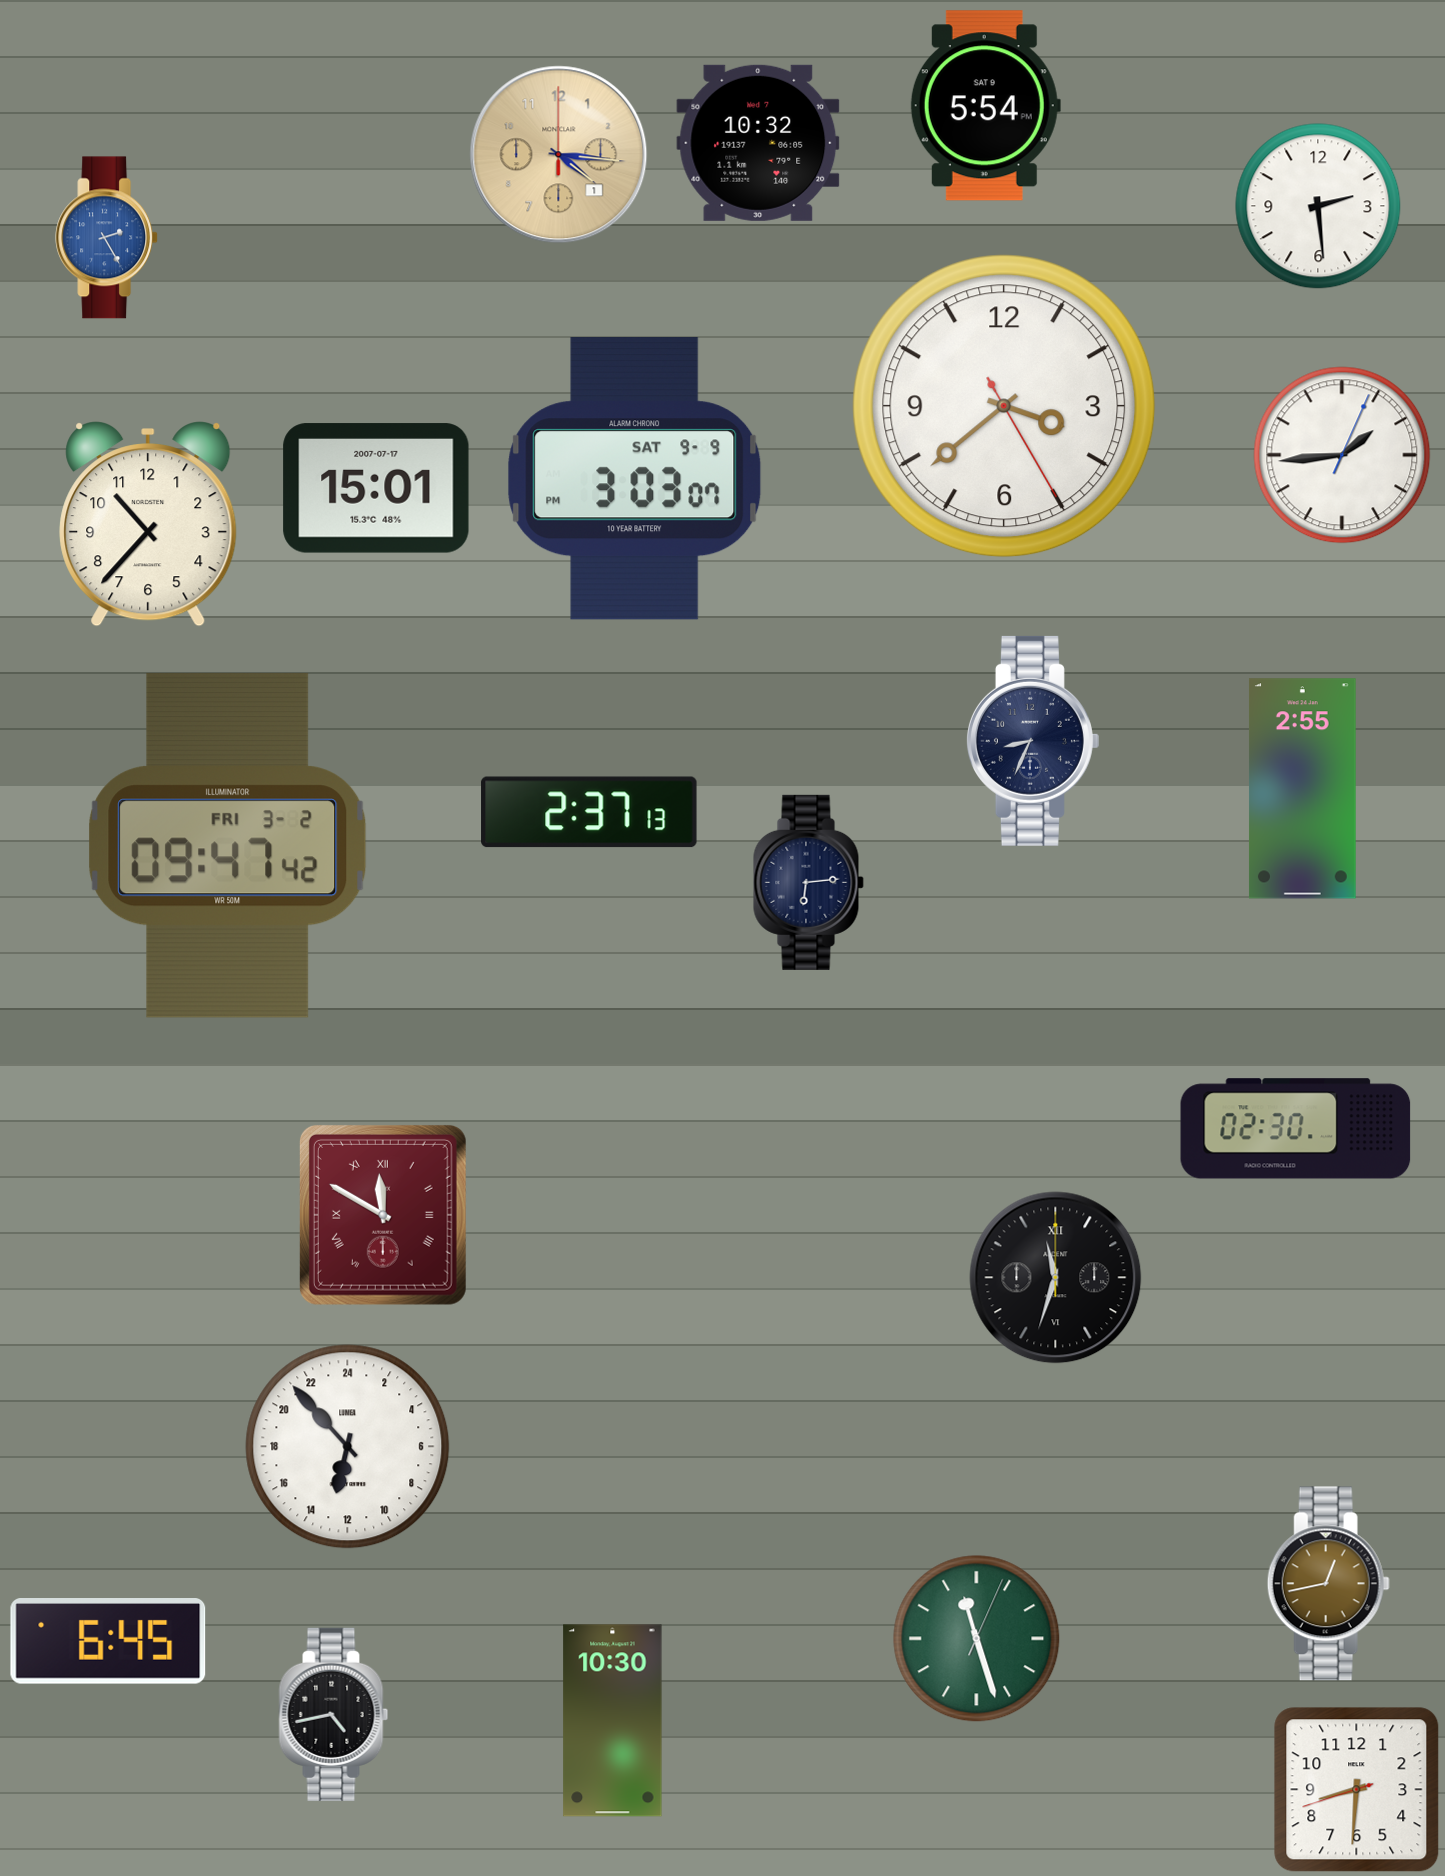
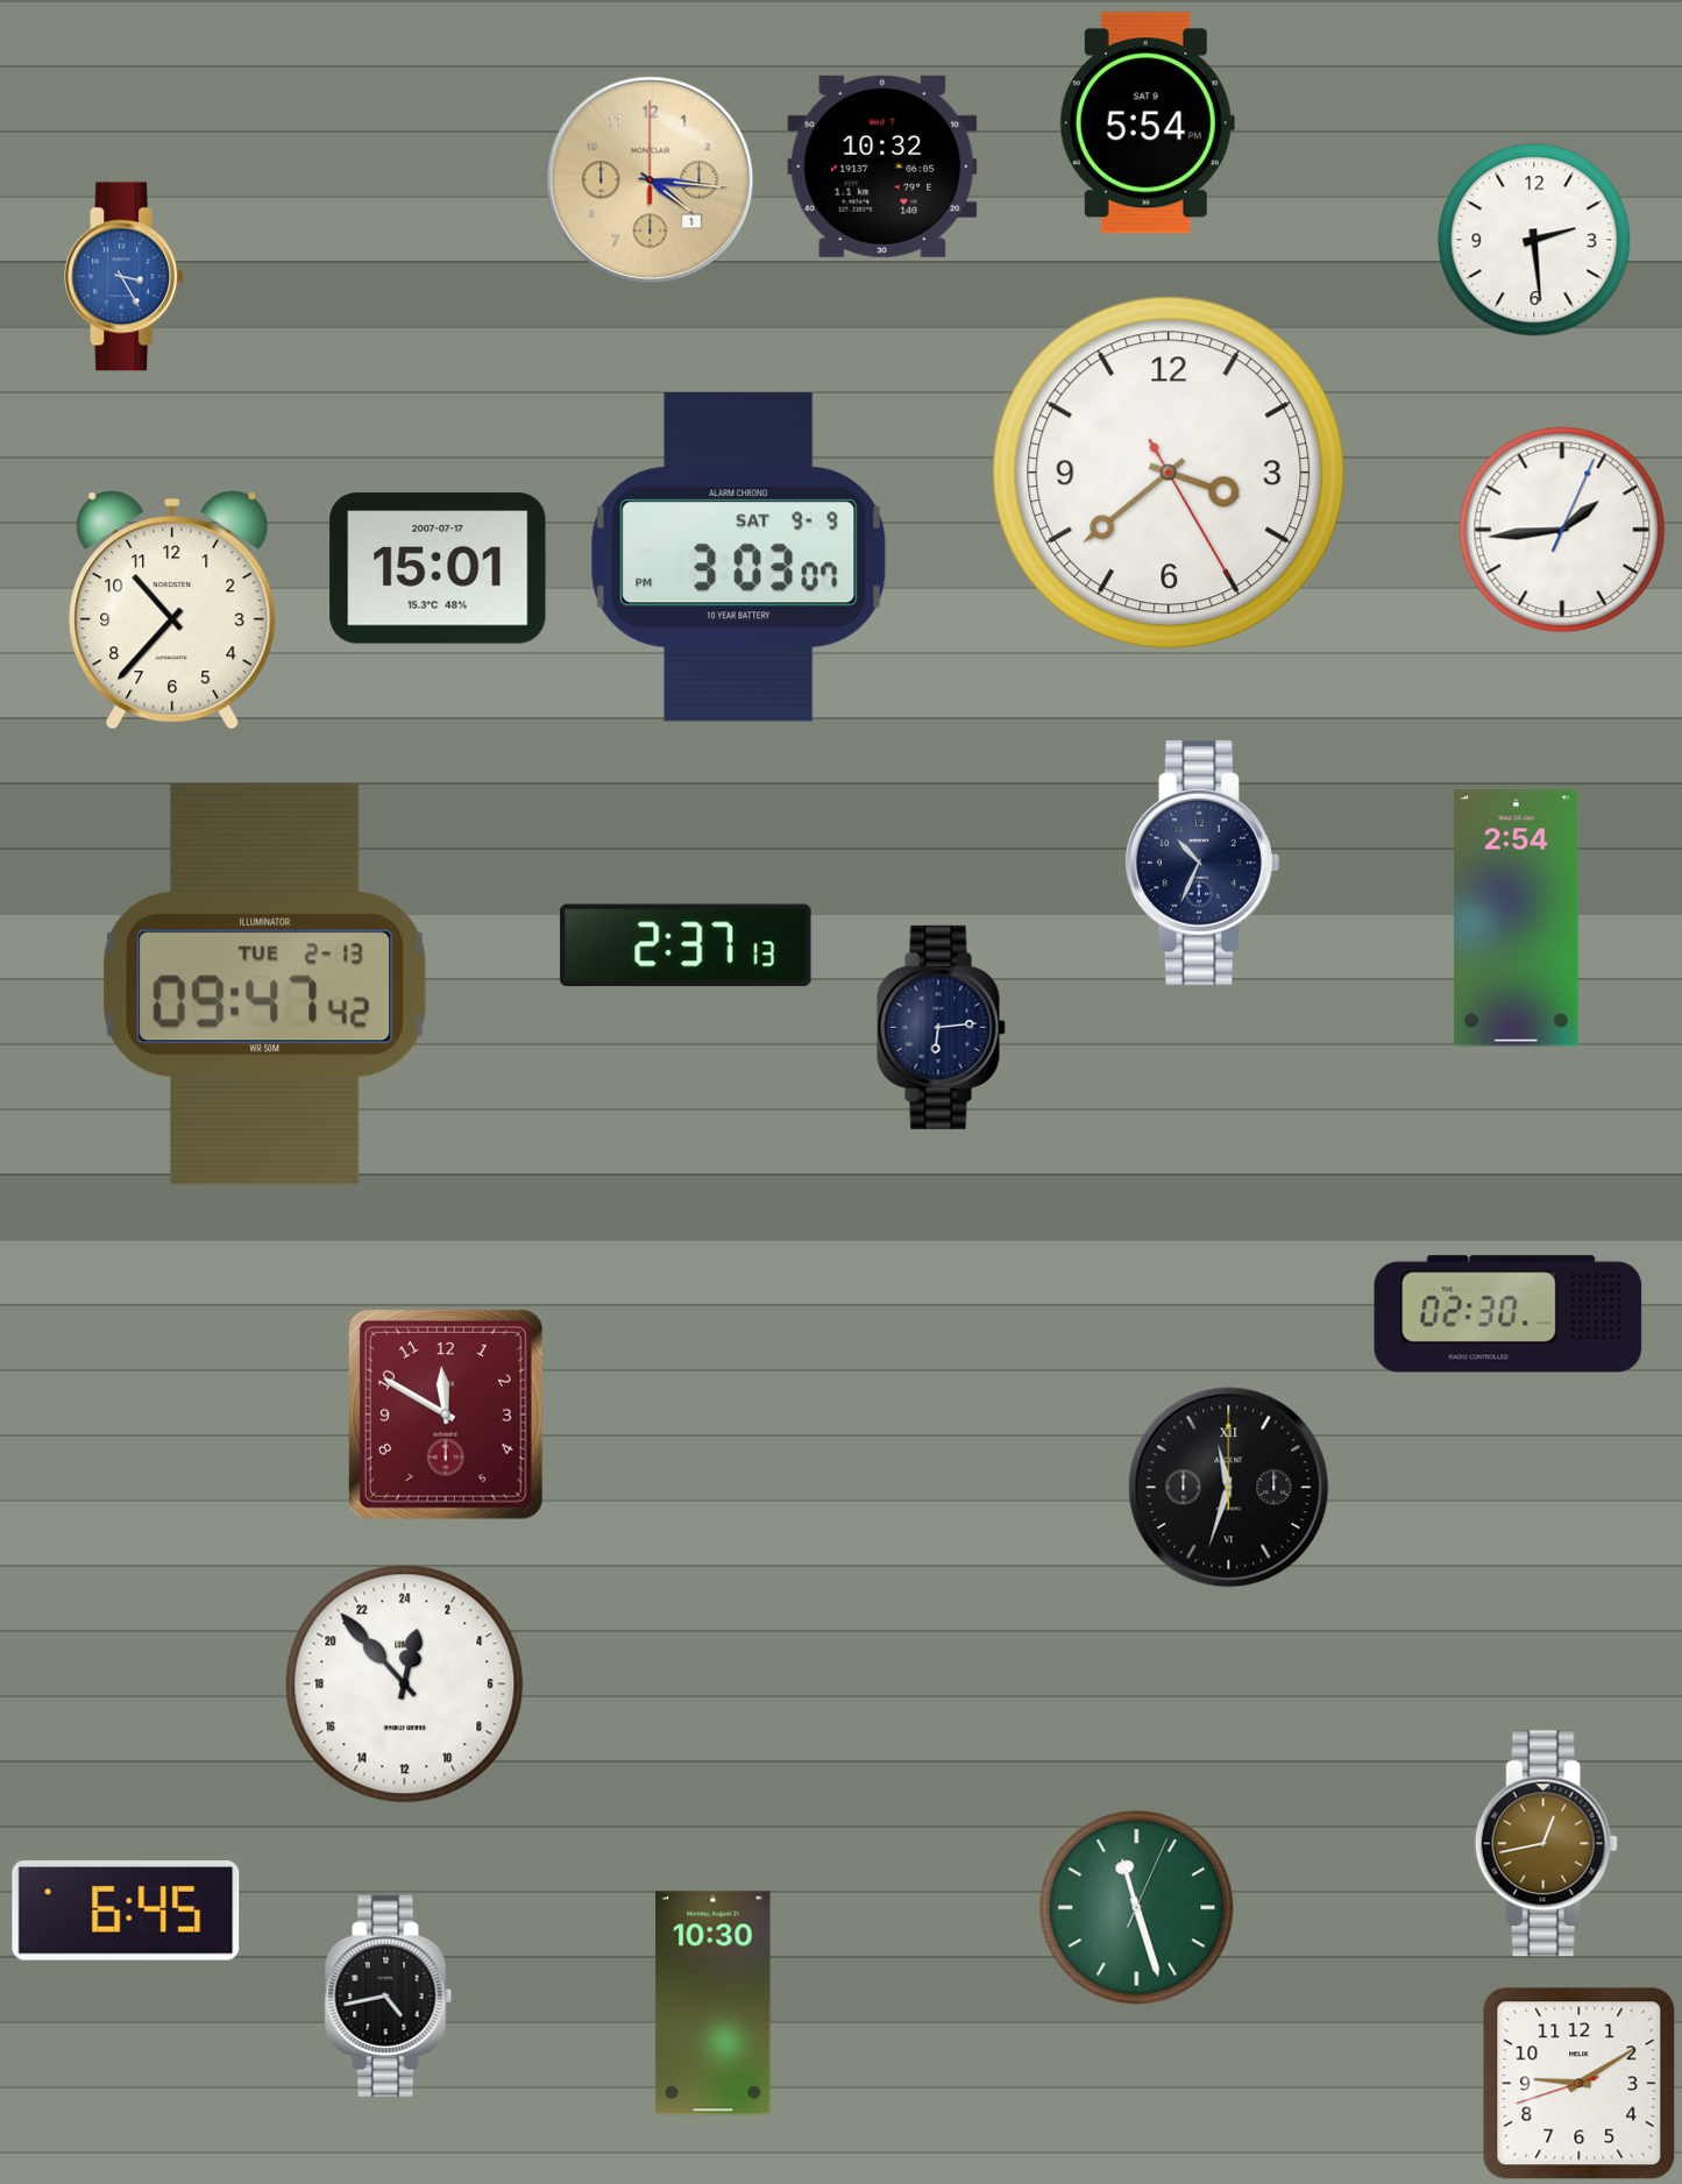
clock at (107, 238): 2:25 -> 3:25
clock at (1032, 741): 8:34 -> 10:34
clock at (1302, 789): 2:55 -> 2:54
clock at (228, 845) date: FRI 3-2 -> TUE 2-13
clock at (383, 1215) numerals: Roman -> Arabic
clock at (348, 1447): 12:53 -> 0:53
clock at (1357, 1790): 8:30 -> 9:09
